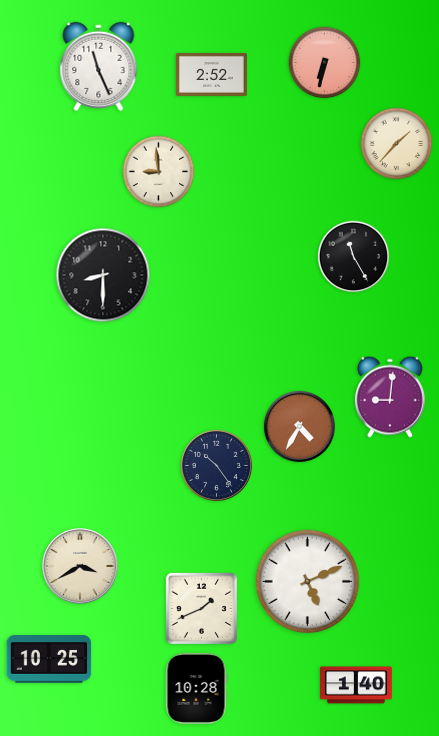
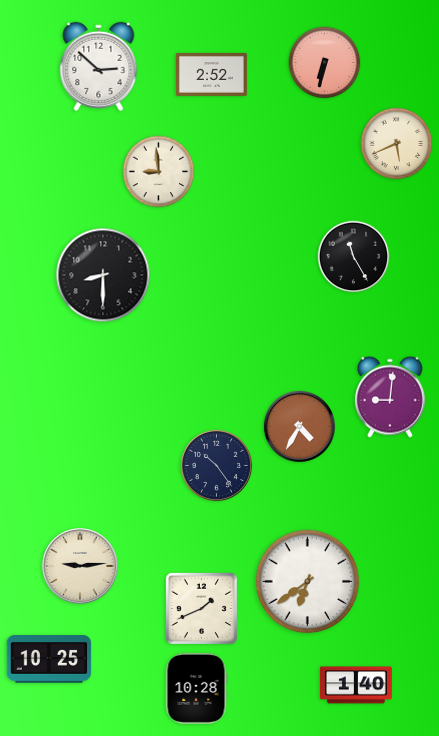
clock at (99, 66): 11:26 -> 2:52
clock at (397, 144): 1:37 -> 5:41
clock at (81, 567): 3:40 -> 9:14
clock at (308, 582): 5:11 -> 6:39
